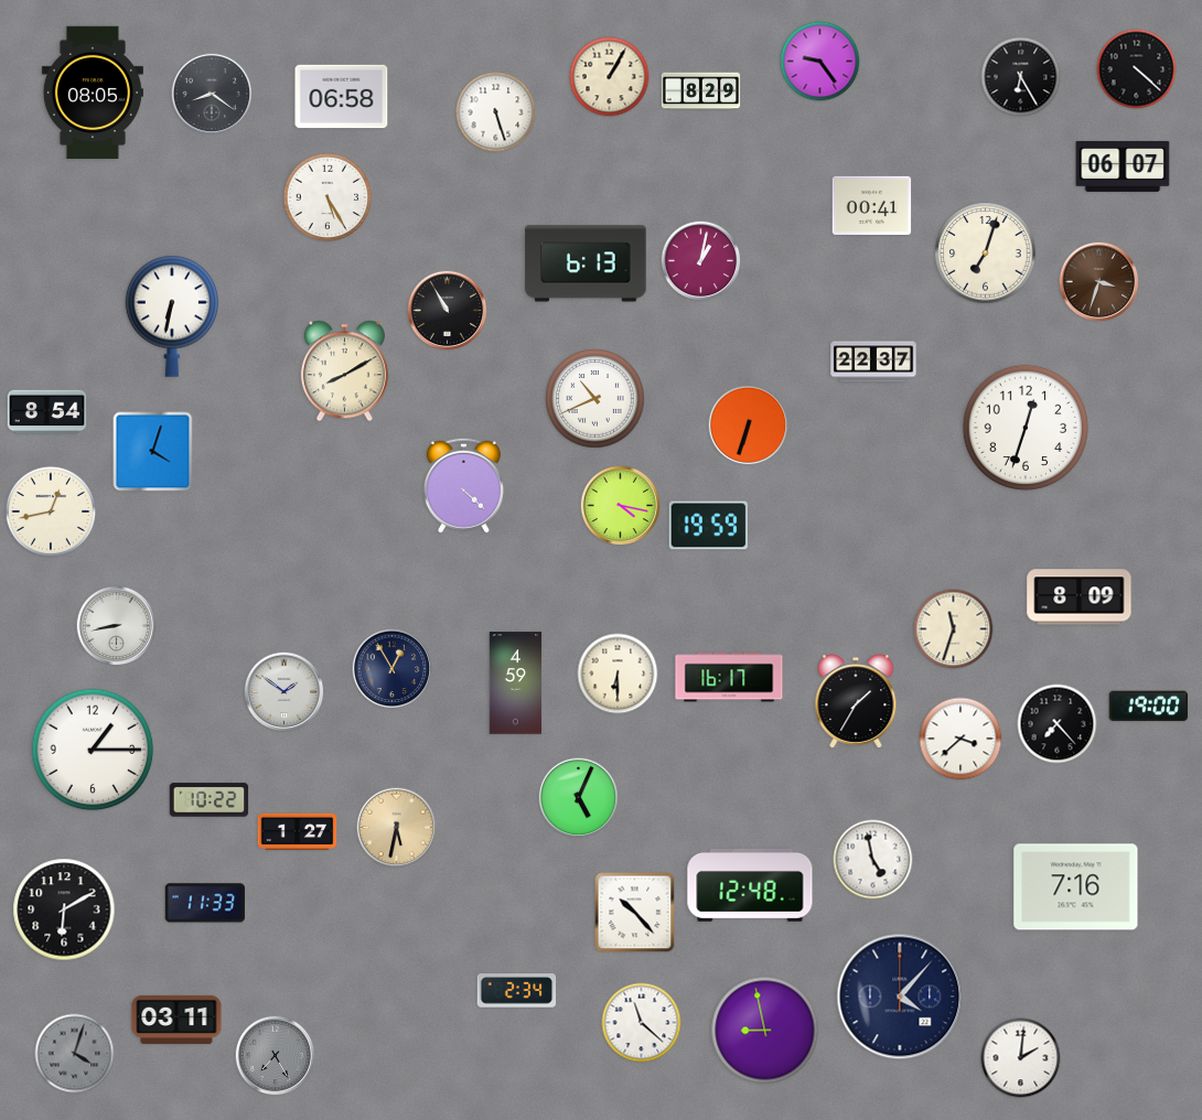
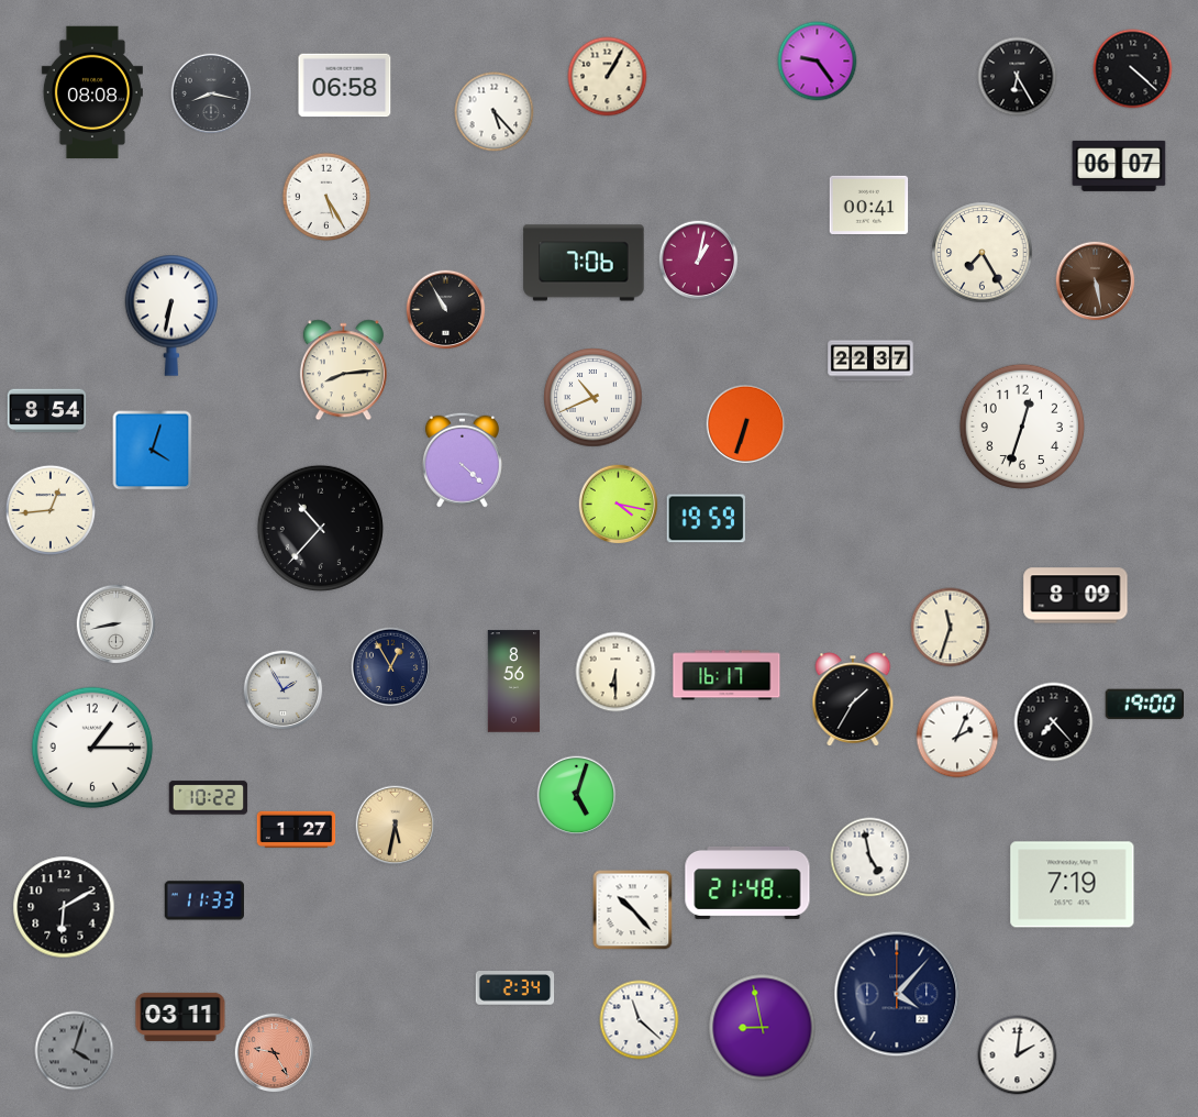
clock at (701, 91): 8:29 -> none
clock at (93, 93): 08:05 -> 08:08
clock at (212, 94): 8:21 -> 8:17
clock at (342, 97) position: (342, 97) -> (345, 86)
clock at (496, 112): 5:27 -> 5:23
clock at (986, 254): 7:03 -> 7:25
clock at (586, 263): 6:13 -> 7:06
clock at (1099, 282): 3:33 -> 5:28
clock at (344, 371): 8:10 -> 8:14
clock at (463, 485) position: (463, 485) -> (462, 460)
clock at (51, 511): 12:43 -> 12:44
clock at (708, 526) position: (708, 526) -> (706, 519)
clock at (320, 528): none -> 10:37
clock at (516, 683): 4:59 -> 8:56
clock at (285, 692): 1:51 -> 1:55
clock at (960, 739): 3:38 -> 2:04
clock at (579, 798): 5:04 -> 5:03
clock at (750, 885): 12:48 -> 21:48
clock at (1076, 887): 7:16 -> 7:19
clock at (176, 1020) position: (176, 1020) -> (180, 1017)
clock at (276, 1056): 7:25 -> 9:25
clock at (276, 1056) dial: grey -> salmon
